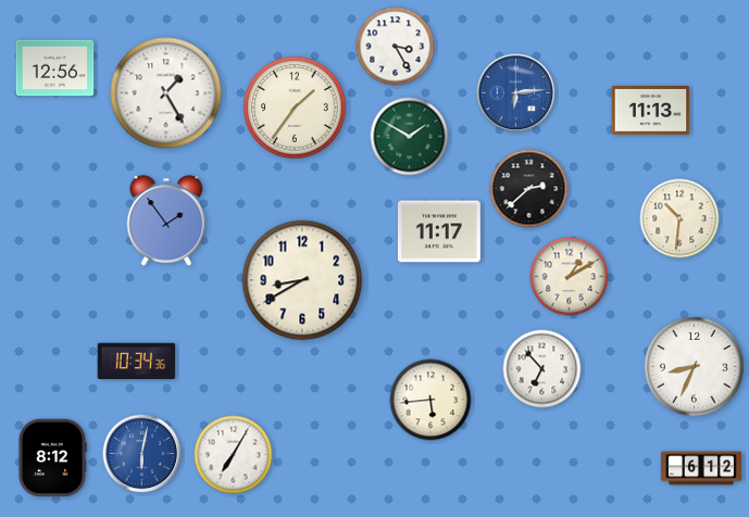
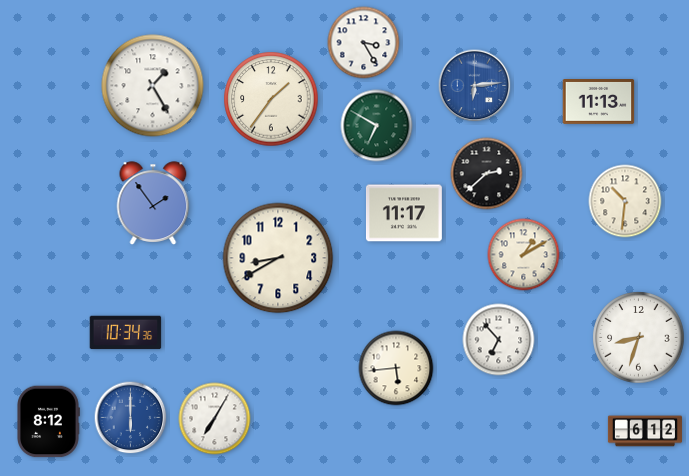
clock at (55, 68): 12:56 -> none
clock at (410, 137): 1:50 -> 6:50
clock at (695, 367): 8:34 -> 8:33
clock at (142, 454): 6:02 -> 6:00
